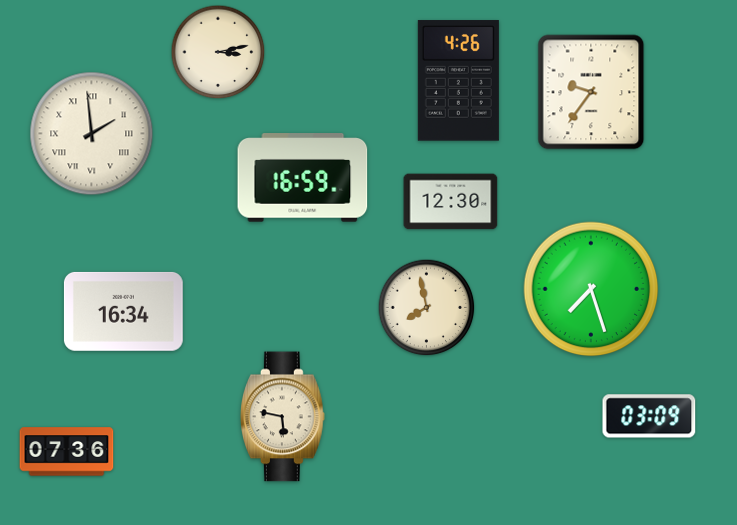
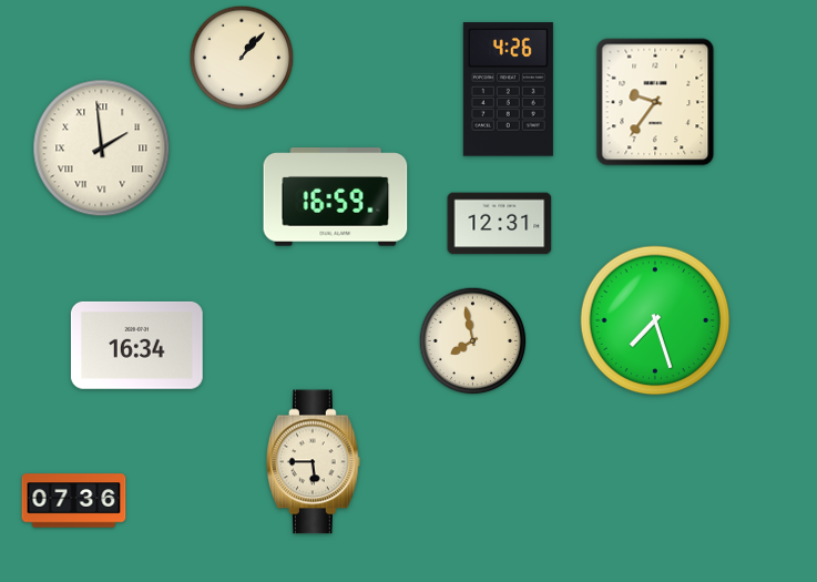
clock at (218, 52): 3:13 -> 1:07
clock at (451, 202): 12:30 -> 12:31
clock at (649, 416): 03:09 -> none
clock at (283, 417): 5:47 -> 5:45
